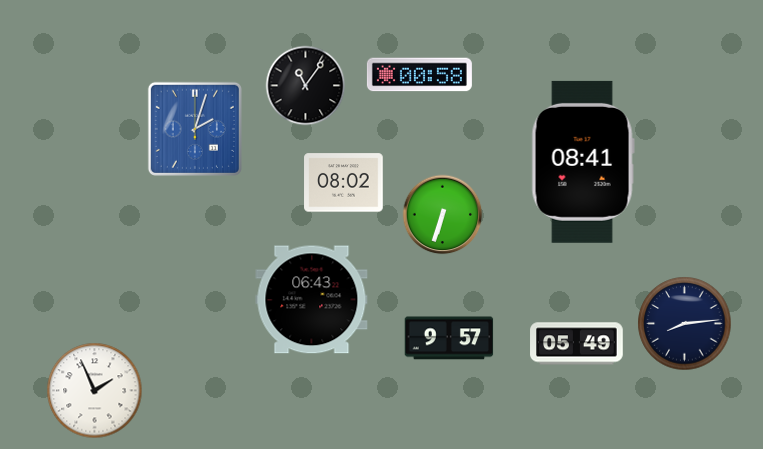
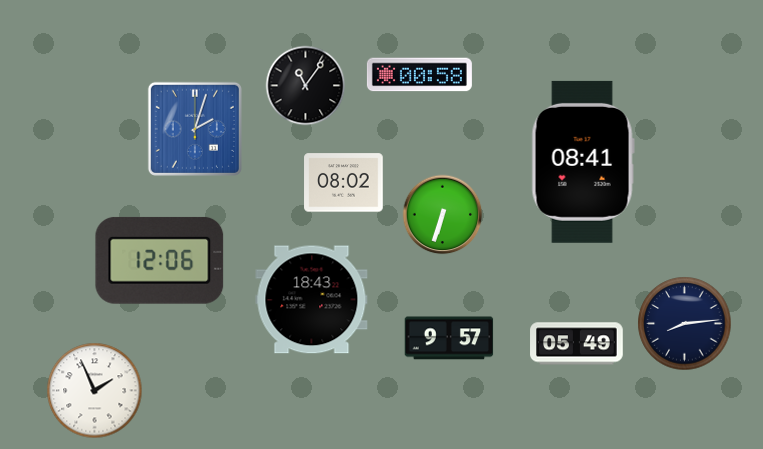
clock at (160, 260): none -> 12:06
clock at (312, 300): 06:43 -> 18:43
